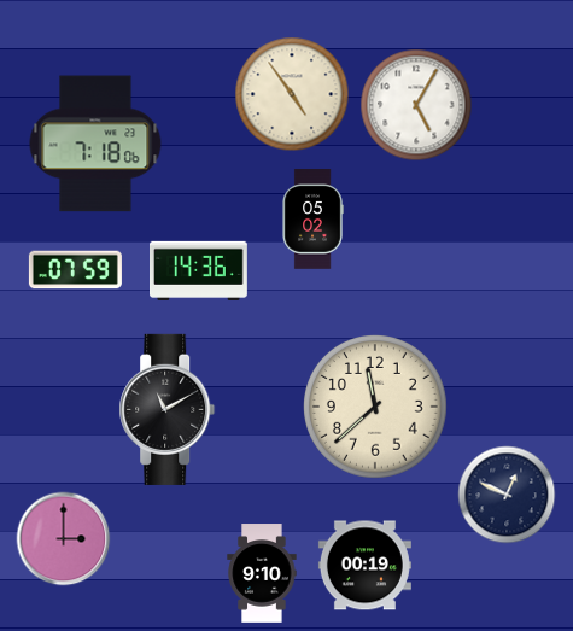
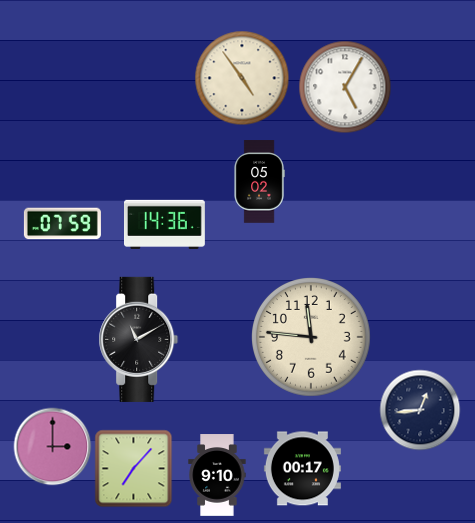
clock at (95, 144): 7:18 -> none
clock at (376, 408): 11:38 -> 11:46
clock at (507, 495): 12:49 -> 12:44
clock at (133, 468): none -> 7:07
clock at (364, 566): 00:19 -> 00:17
